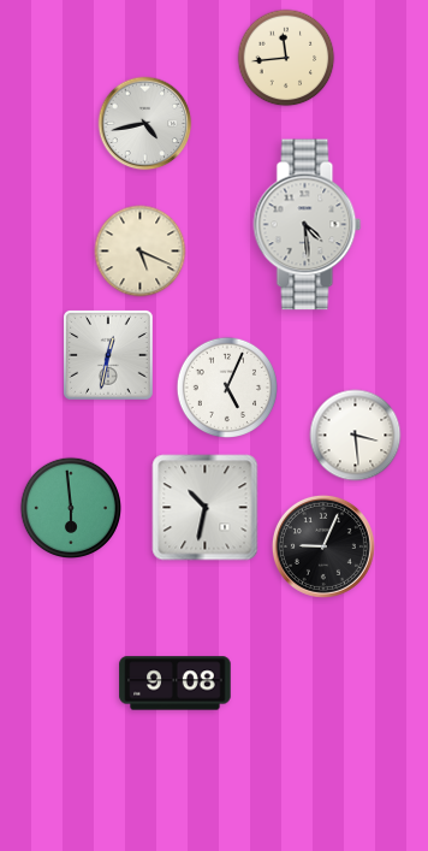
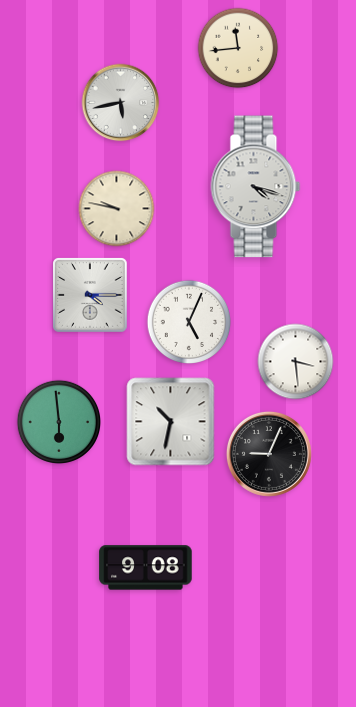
clock at (145, 124): 4:43 -> 5:43
clock at (308, 225): 4:29 -> 4:18
clock at (141, 252): 5:19 -> 9:47
clock at (108, 355): 12:32 -> 4:15
